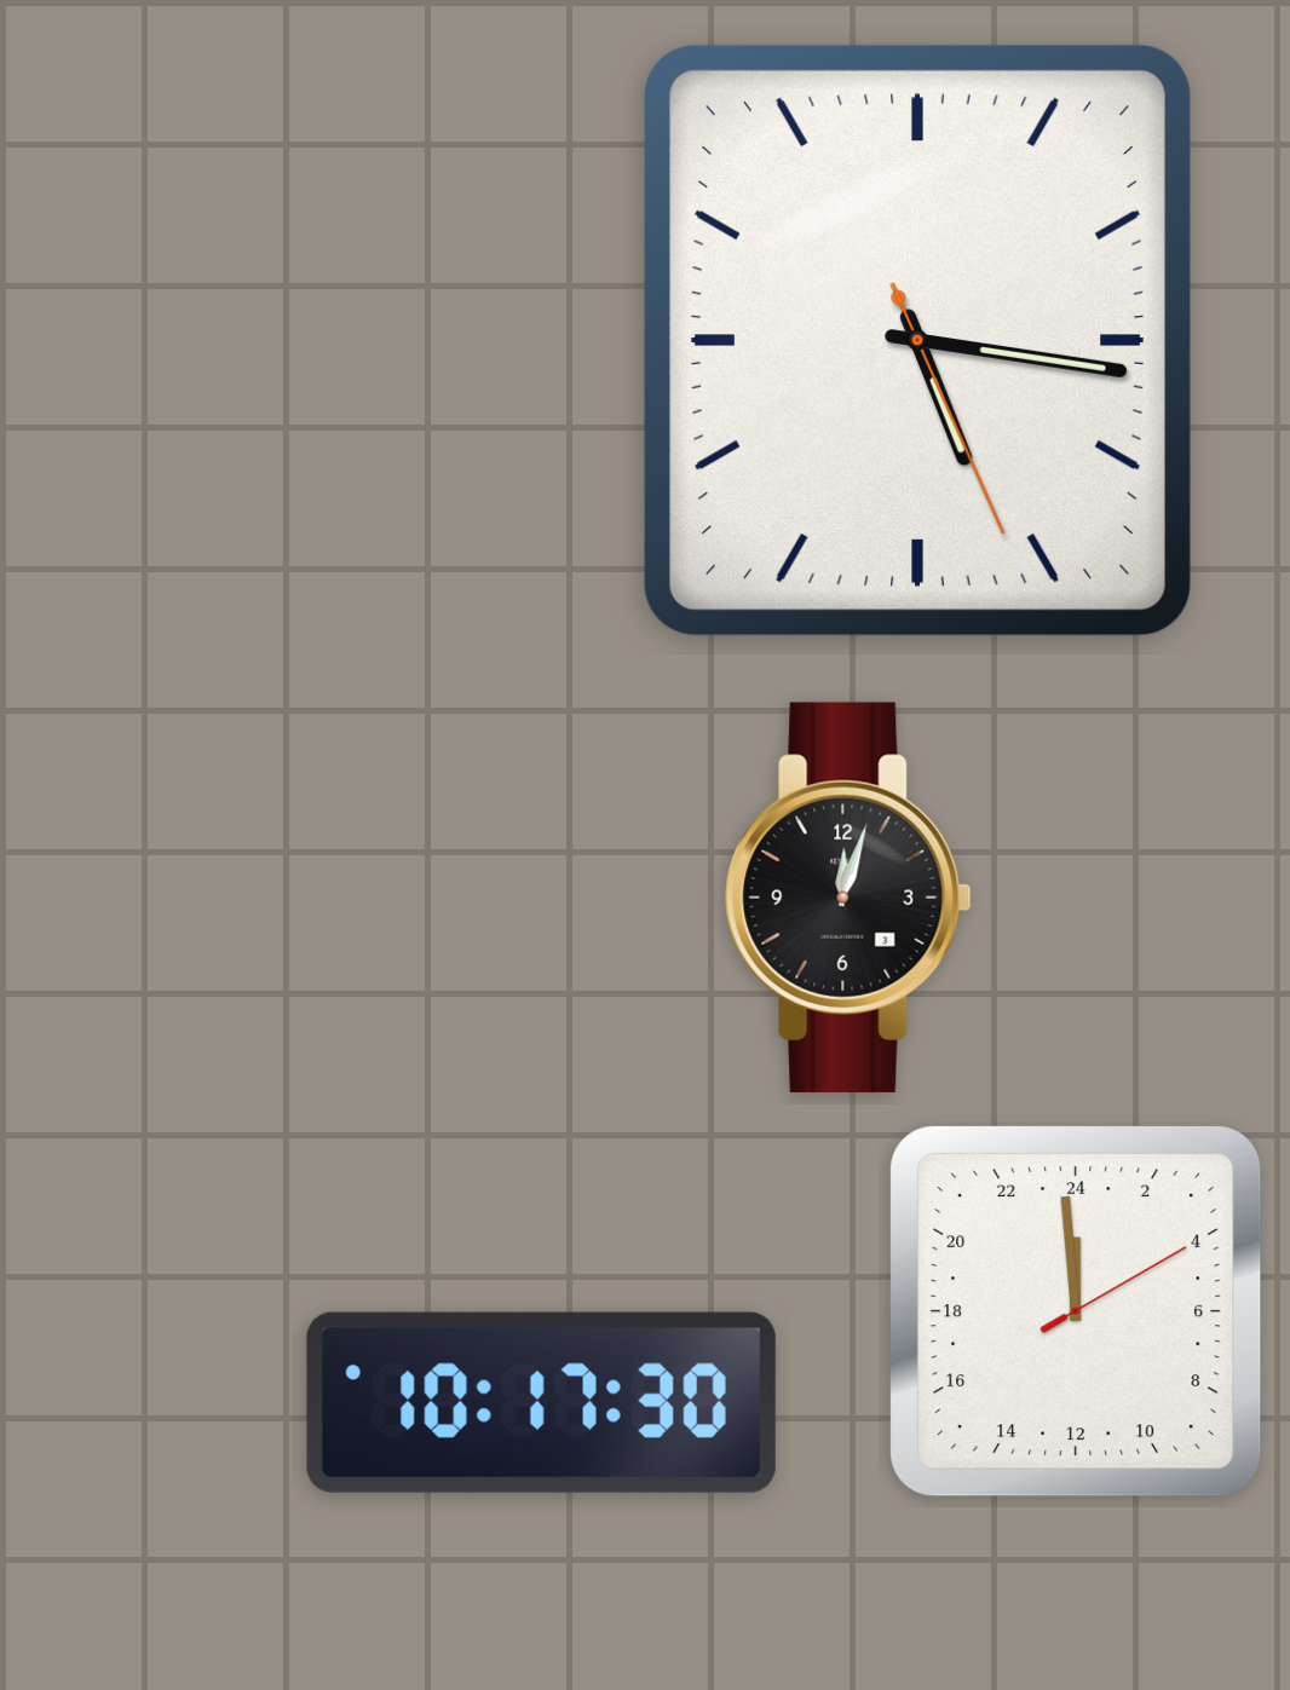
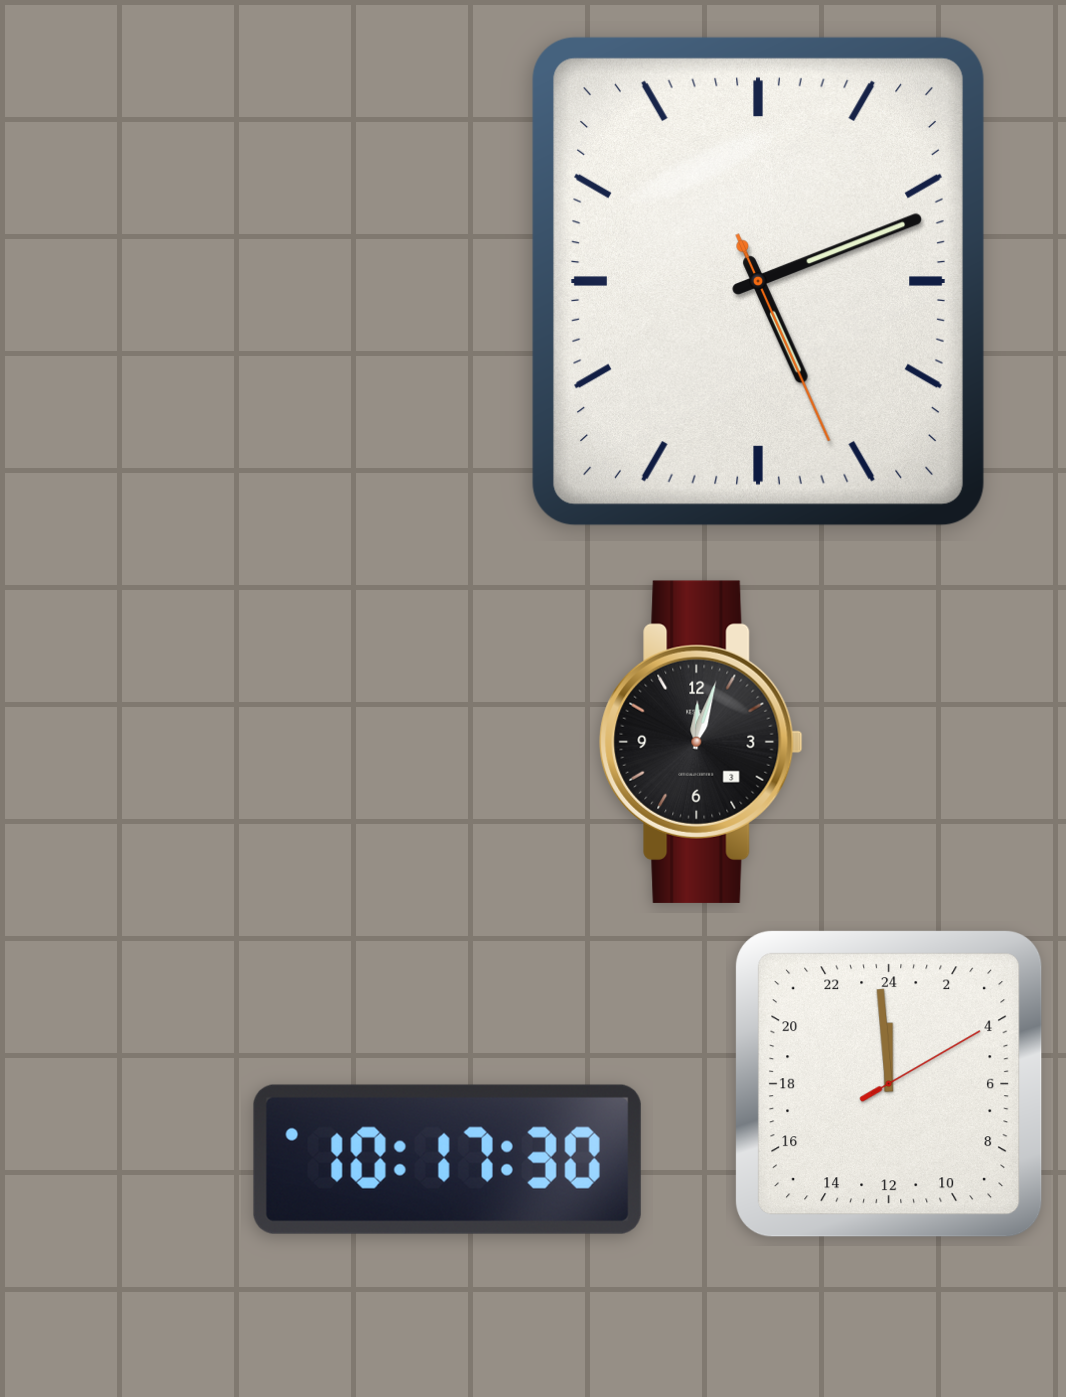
clock at (917, 340): 5:16 -> 5:11
